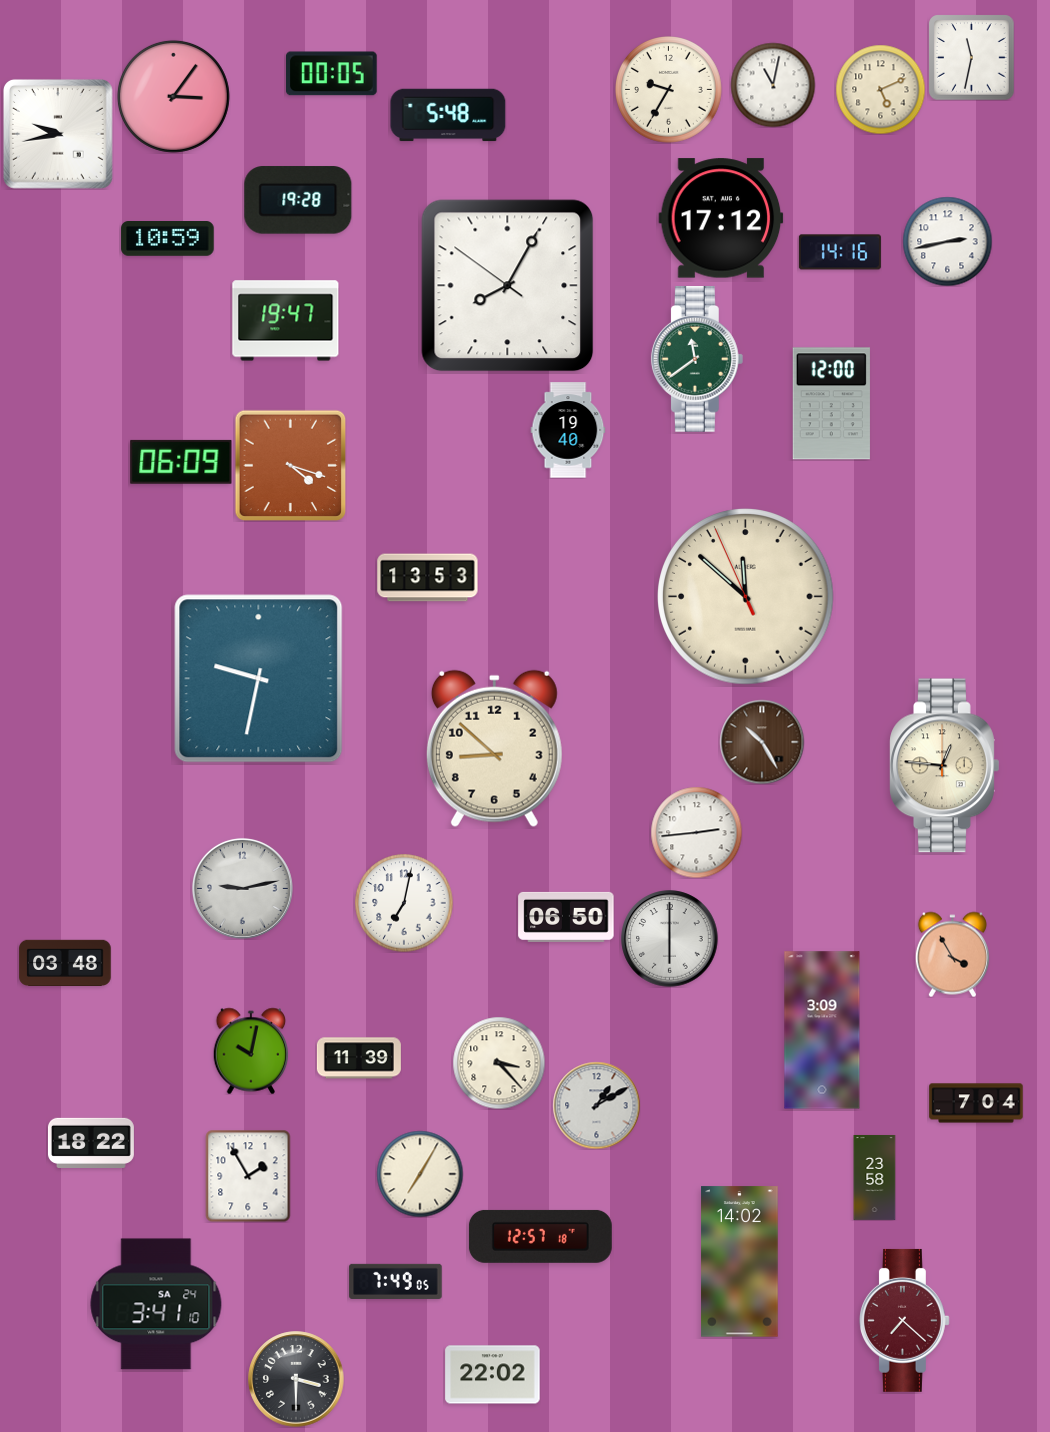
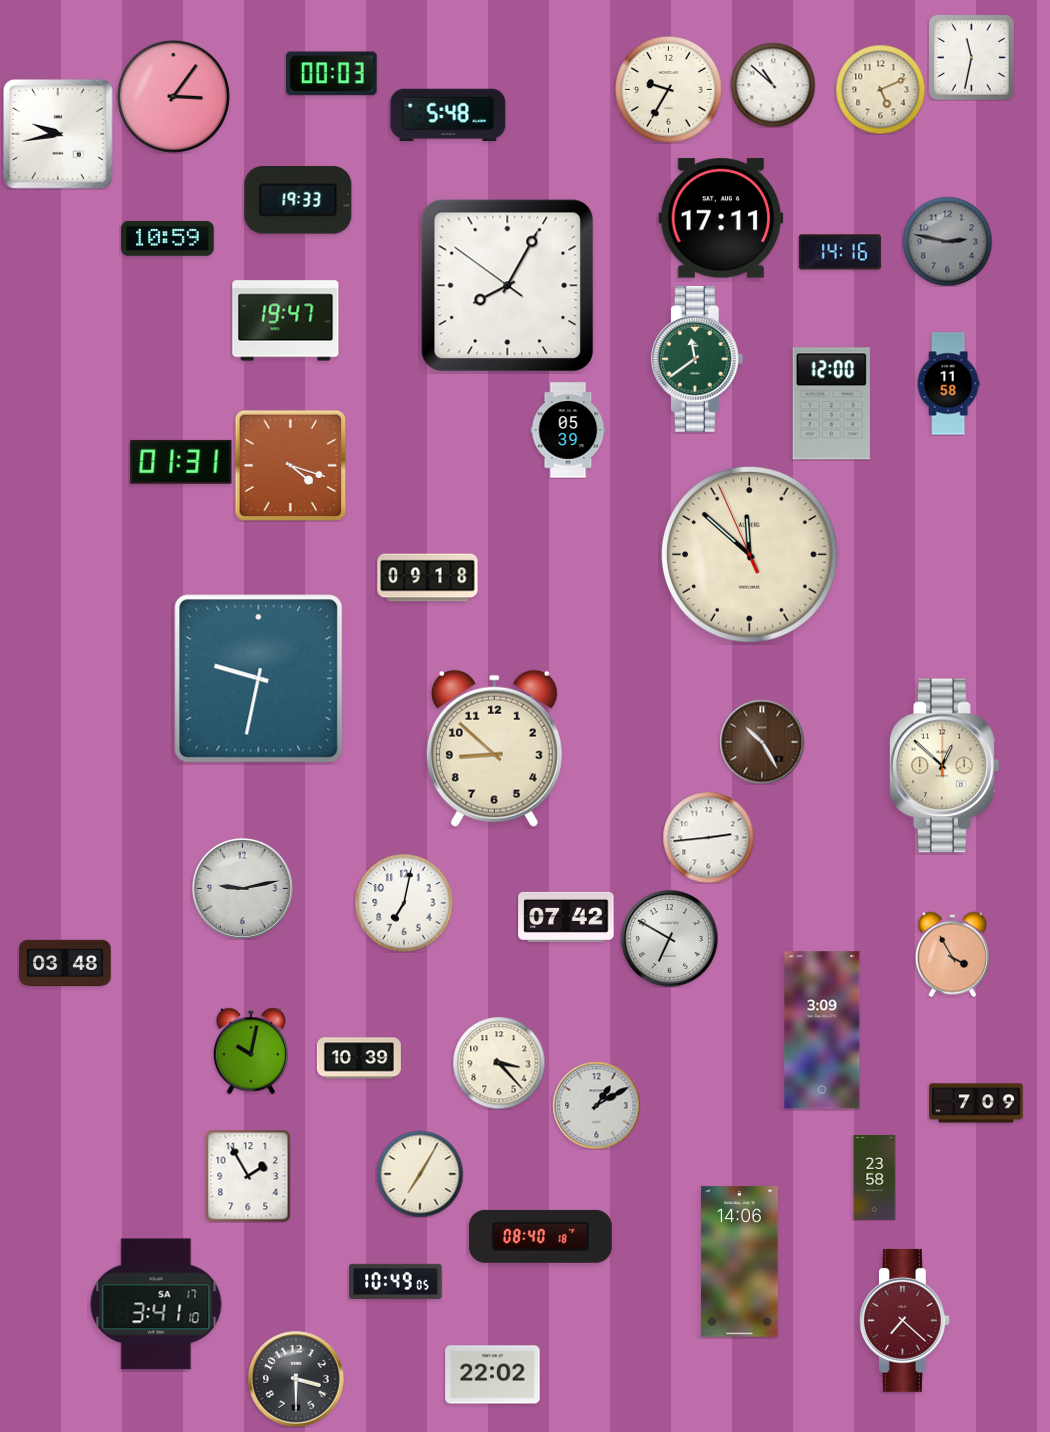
clock at (332, 74): 00:05 -> 00:03
clock at (773, 85): 11:02 -> 10:52
clock at (298, 200): 19:28 -> 19:33
clock at (721, 218): 17:12 -> 17:11
clock at (947, 241): 2:43 -> 2:47
clock at (947, 241) dial: white -> grey
clock at (948, 384): none -> 11:58
clock at (568, 430): 19:40 -> 05:39
clock at (181, 462): 06:09 -> 01:31
clock at (428, 578): 13:53 -> 09:18
clock at (746, 597) position: (746, 597) -> (750, 555)
clock at (945, 766): 12:46 -> 12:52
clock at (696, 832) position: (696, 832) -> (708, 837)
clock at (566, 917): 06:50 -> 07:42
clock at (670, 939): 6:00 -> 6:50
clock at (359, 1058): 11:39 -> 10:39
clock at (976, 1103): 7:04 -> 7:09
clock at (91, 1142): 18:22 -> none
clock at (540, 1236): 12:57 -> 08:40
clock at (740, 1262): 14:02 -> 14:06
clock at (396, 1281): 7:49 -> 10:49
clock at (156, 1304) date: SA 24 -> SA 17
